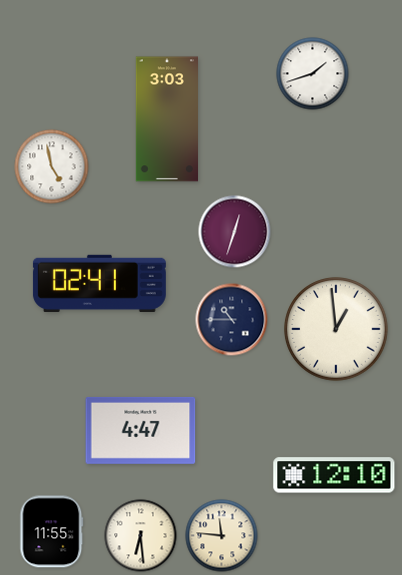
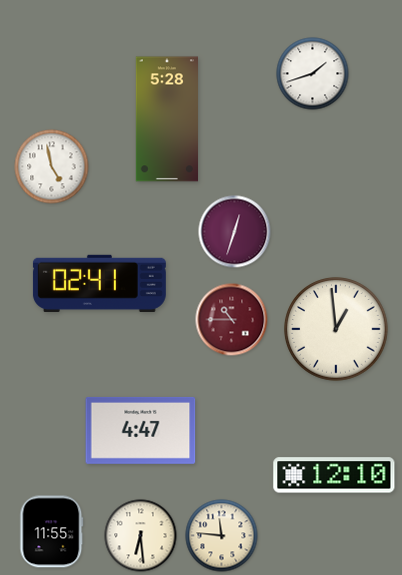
clock at (166, 119): 3:03 -> 5:28
clock at (232, 320) dial: navy -> burgundy
